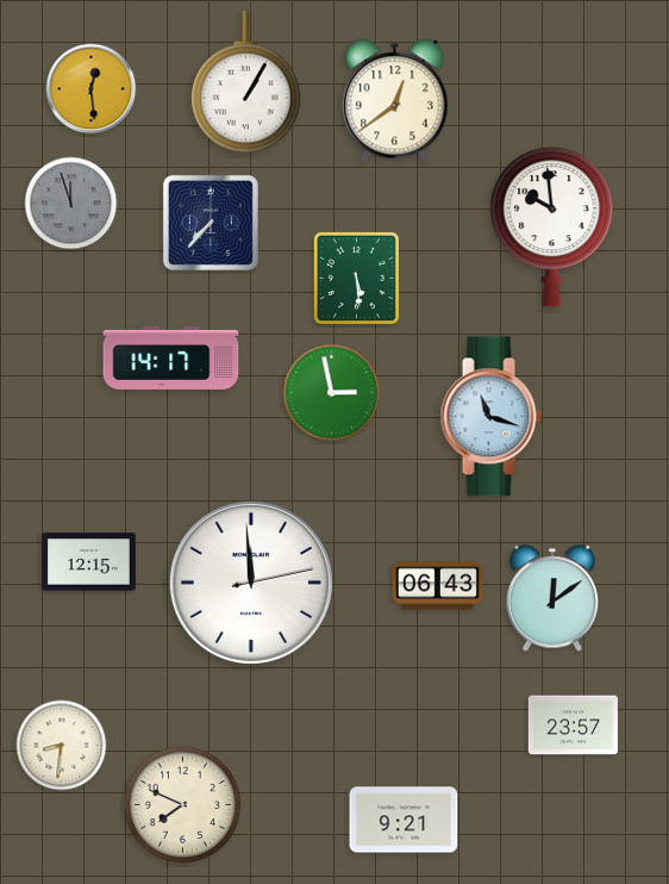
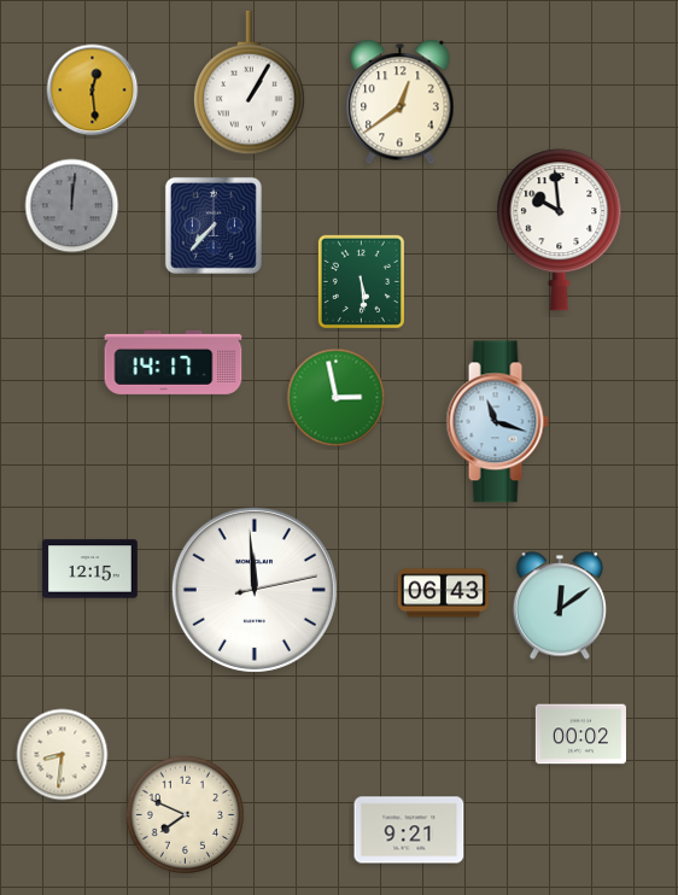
clock at (71, 204): 11:57 -> 12:01
clock at (573, 726): 23:57 -> 00:02
